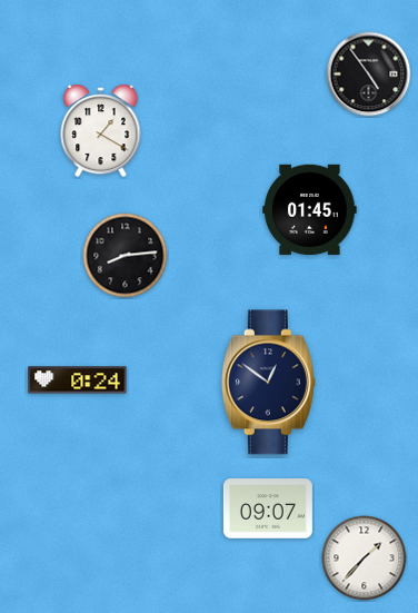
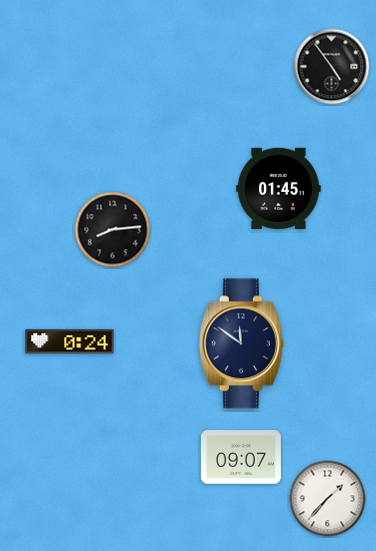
clock at (101, 131): 1:20 -> none
clock at (268, 383): 12:51 -> 11:51
clock at (365, 558) position: (365, 558) -> (328, 499)
